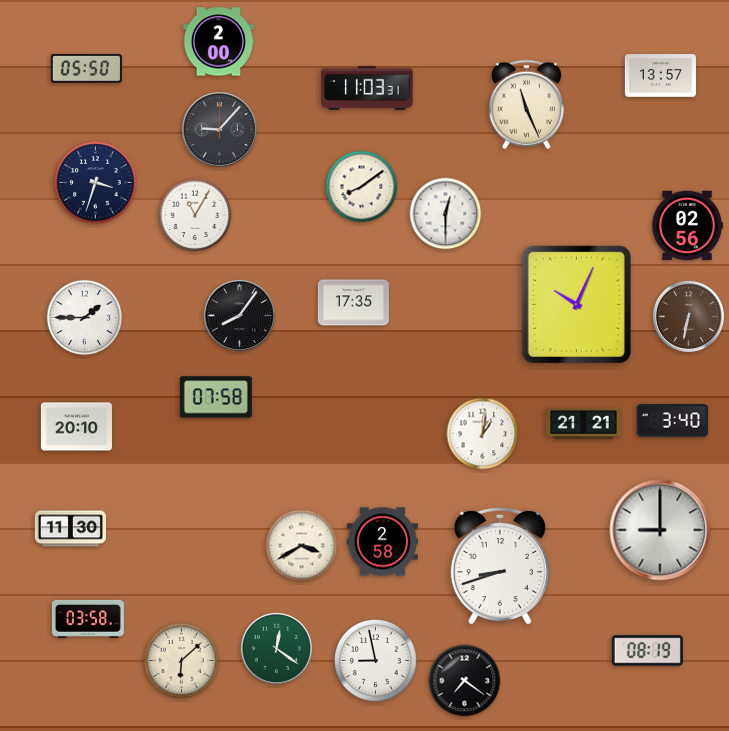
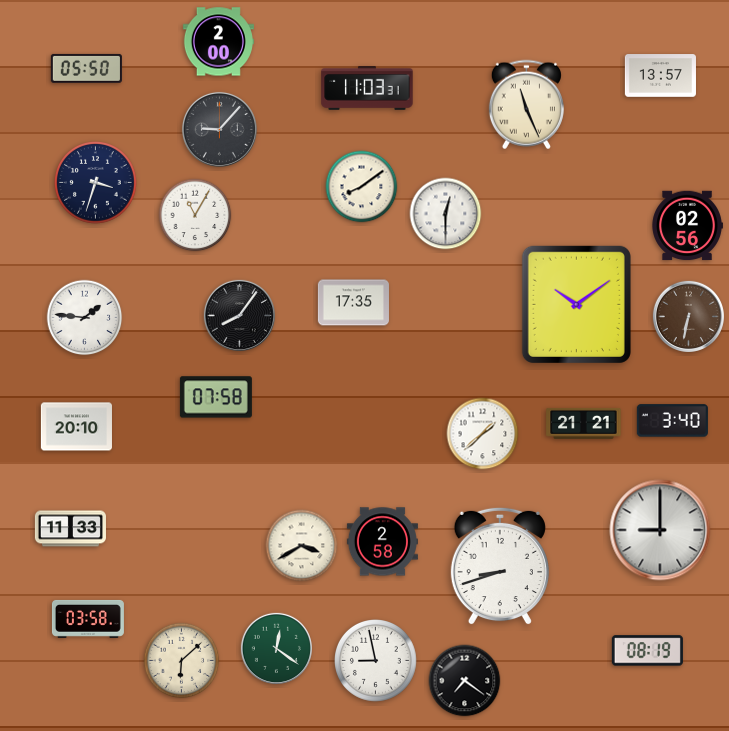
clock at (576, 304): 10:04 -> 10:09
clock at (85, 318): 1:45 -> 1:46
clock at (483, 434): 1:01 -> 1:38
clock at (70, 529): 11:30 -> 11:33
